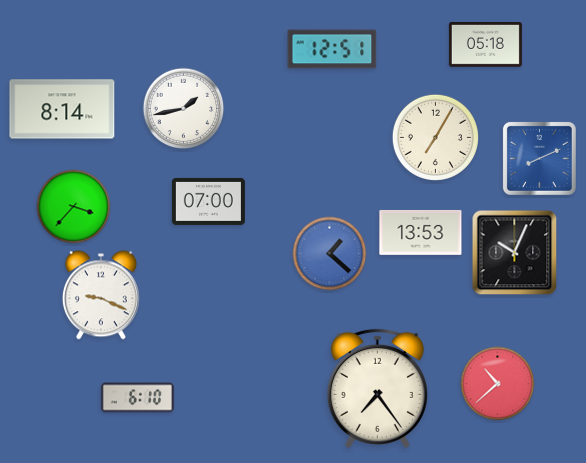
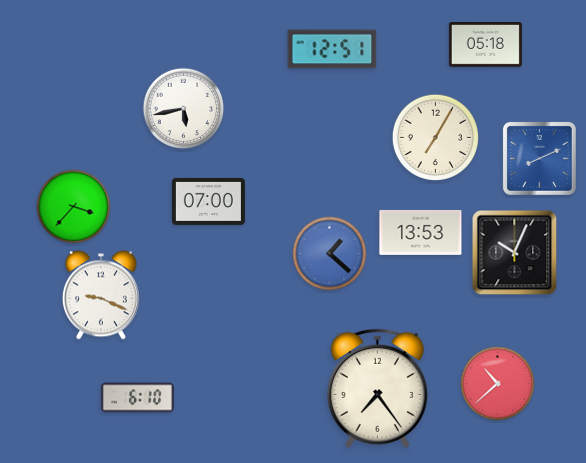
clock at (62, 109): 8:14 -> none
clock at (184, 109): 1:43 -> 5:43
